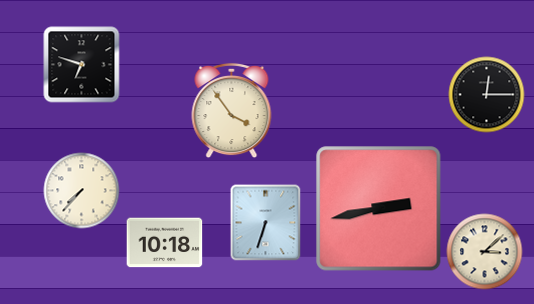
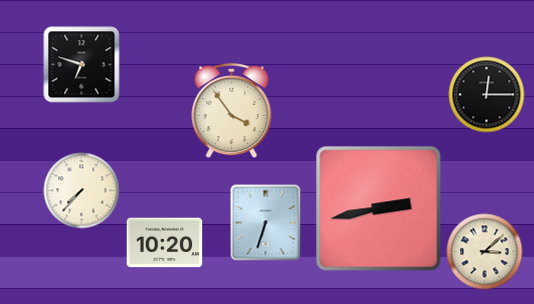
clock at (165, 243): 10:18 -> 10:20
